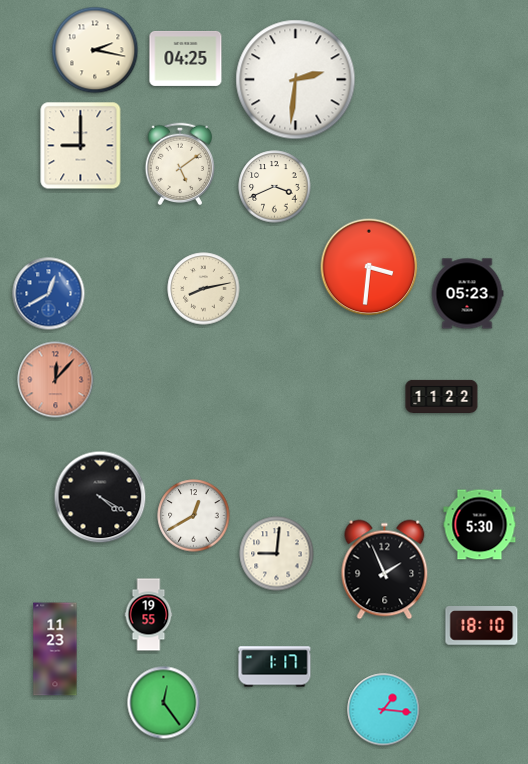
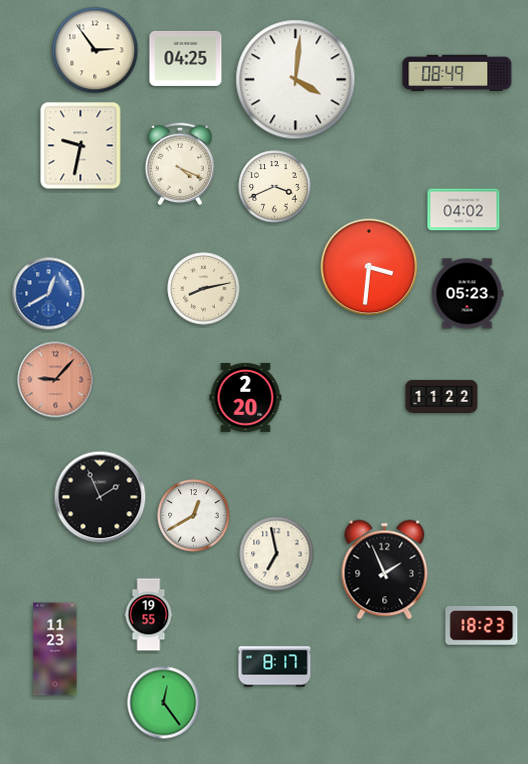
clock at (95, 50): 2:17 -> 2:54
clock at (457, 73): none -> 08:49
clock at (296, 80): 2:31 -> 4:01
clock at (81, 146): 9:00 -> 9:32
clock at (180, 163): 5:09 -> 4:19
clock at (464, 210): none -> 04:02
clock at (56, 380): 12:07 -> 9:07
clock at (246, 397): none -> 2:20
clock at (100, 497): 4:20 -> 1:56
clock at (480, 525): 5:30 -> none
clock at (277, 554): 9:01 -> 6:58
clock at (482, 626): 18:10 -> 18:23
clock at (275, 667): 1:17 -> 8:17
clock at (384, 710): 1:16 -> none
